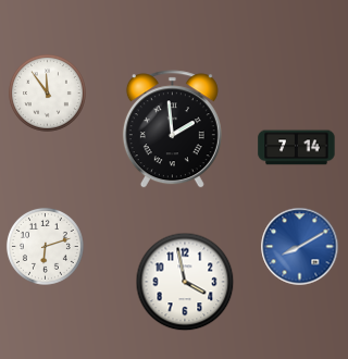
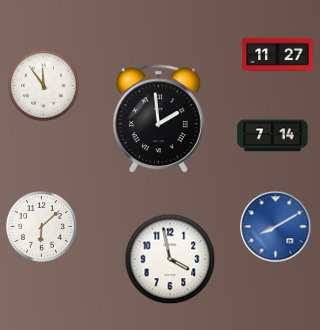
clock at (278, 54): none -> 11:27
clock at (45, 246): 6:12 -> 6:08
